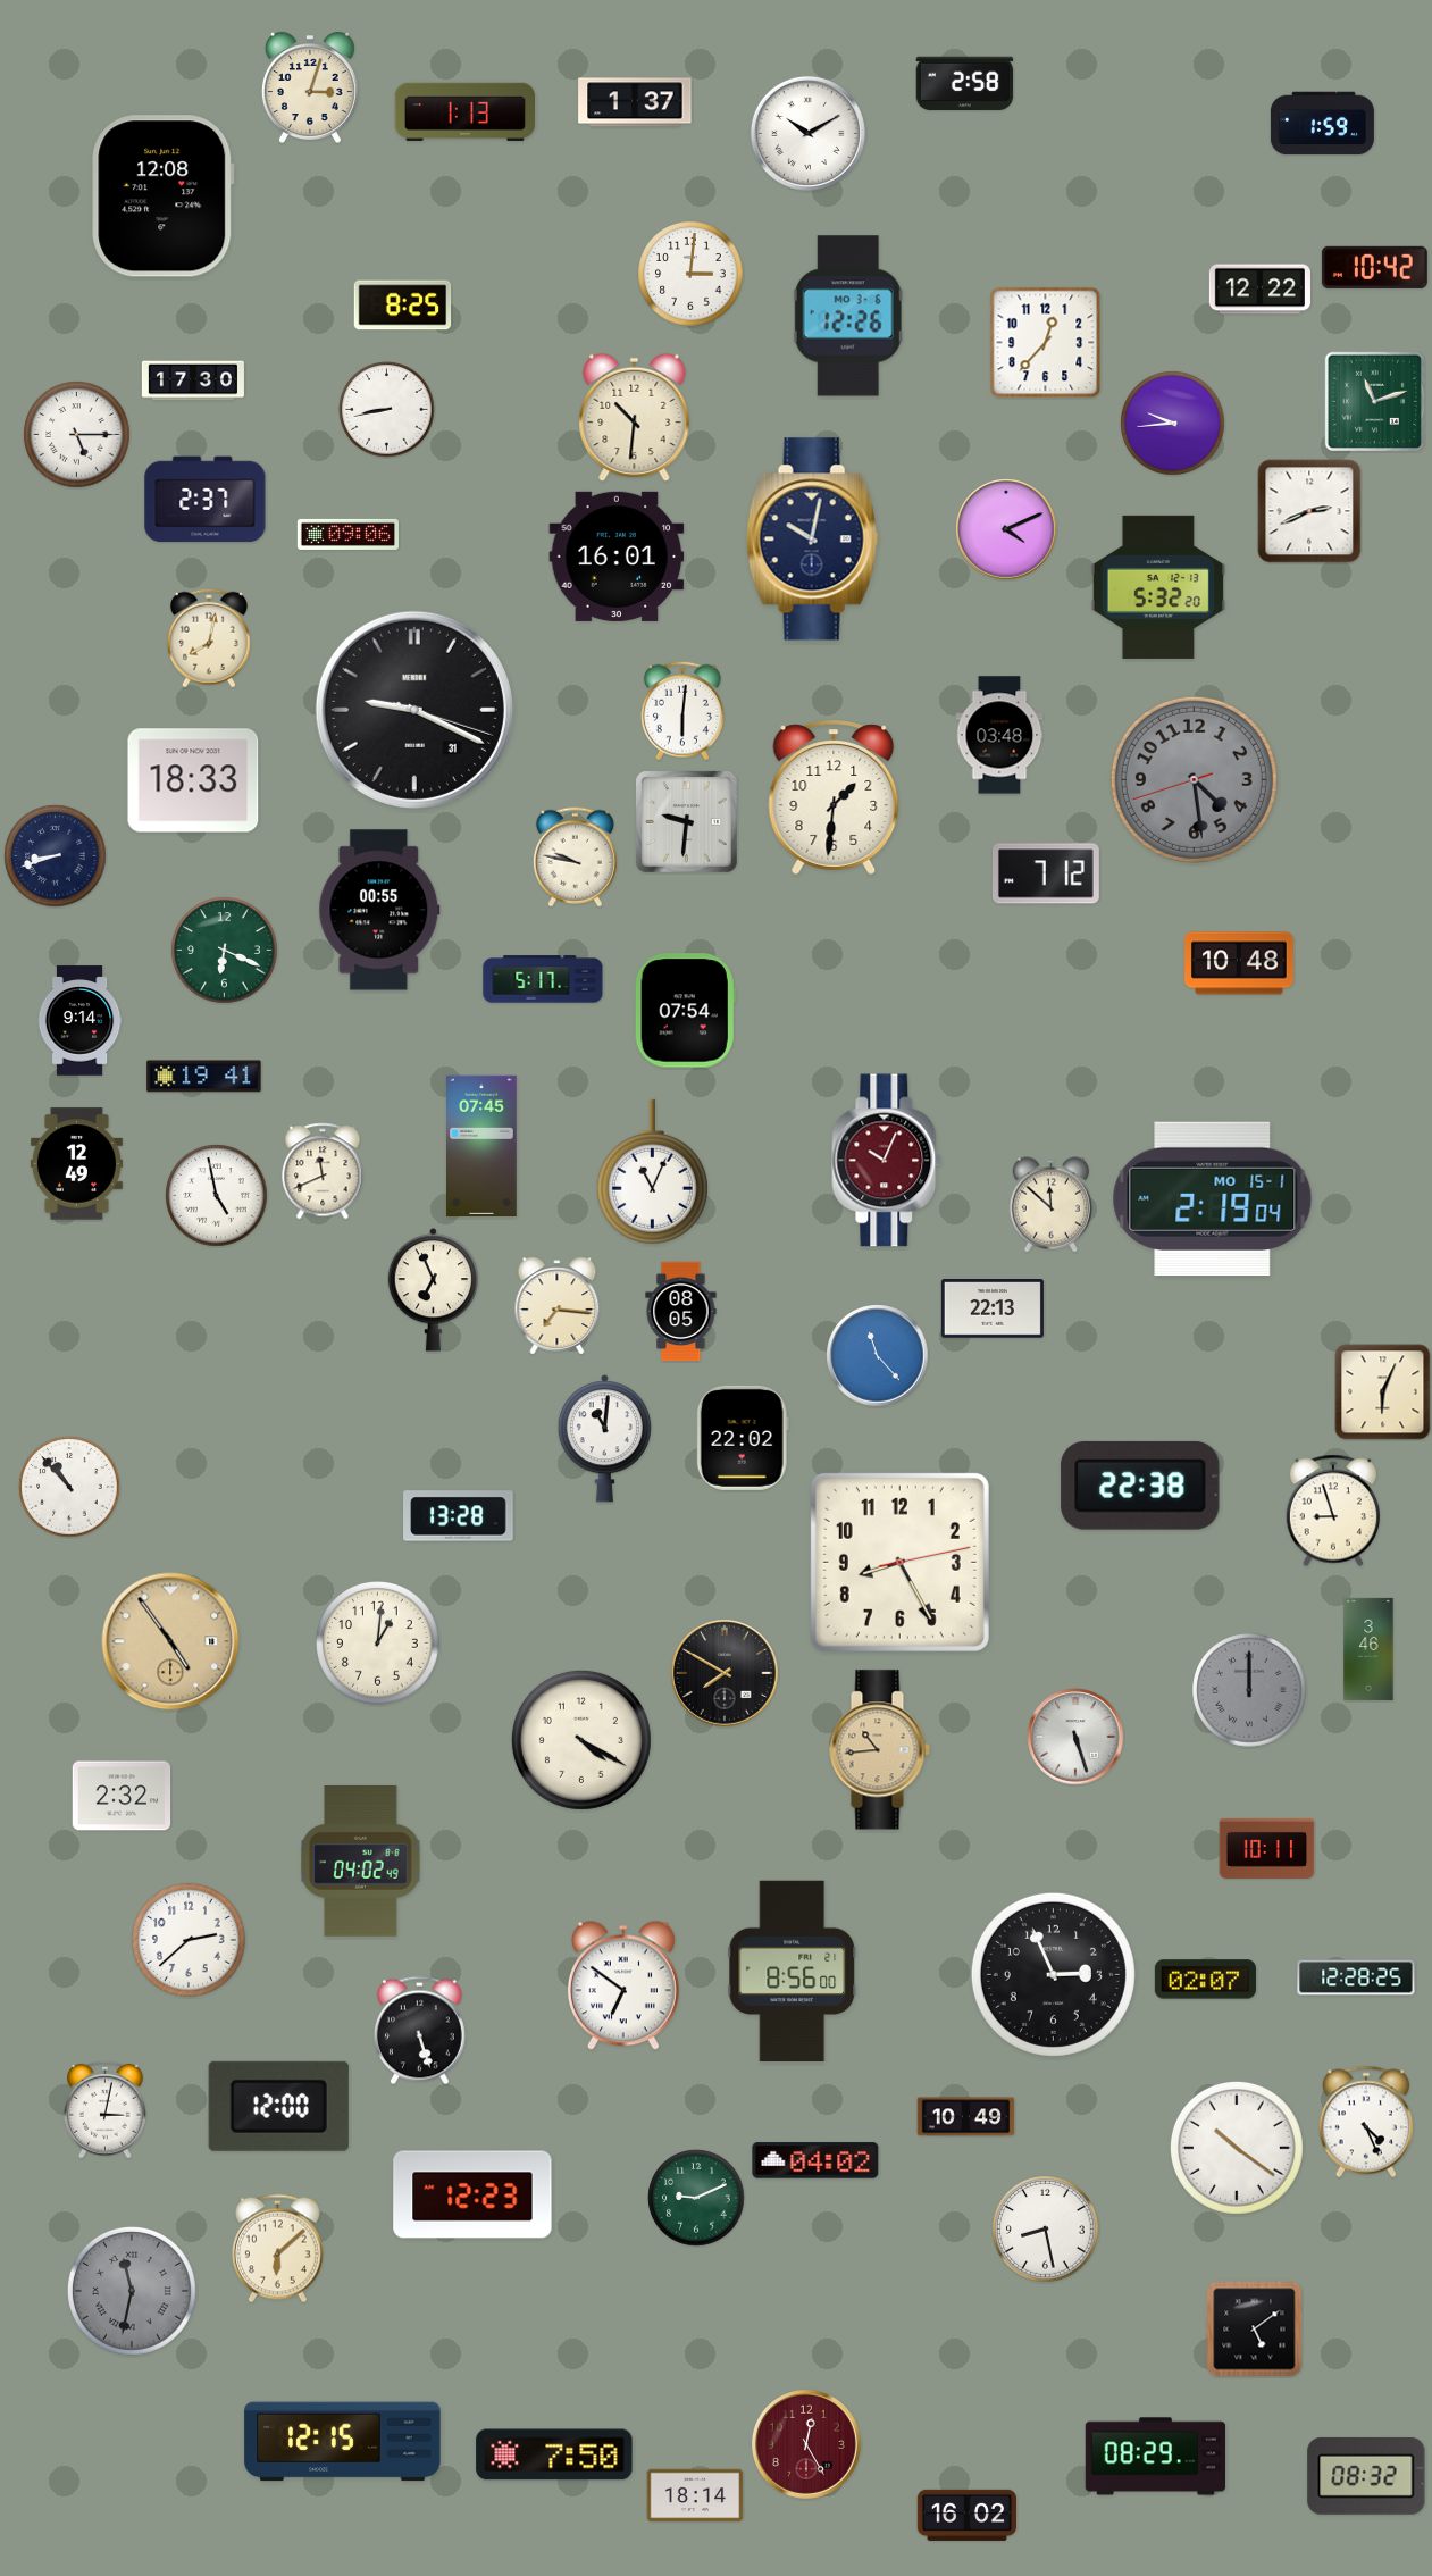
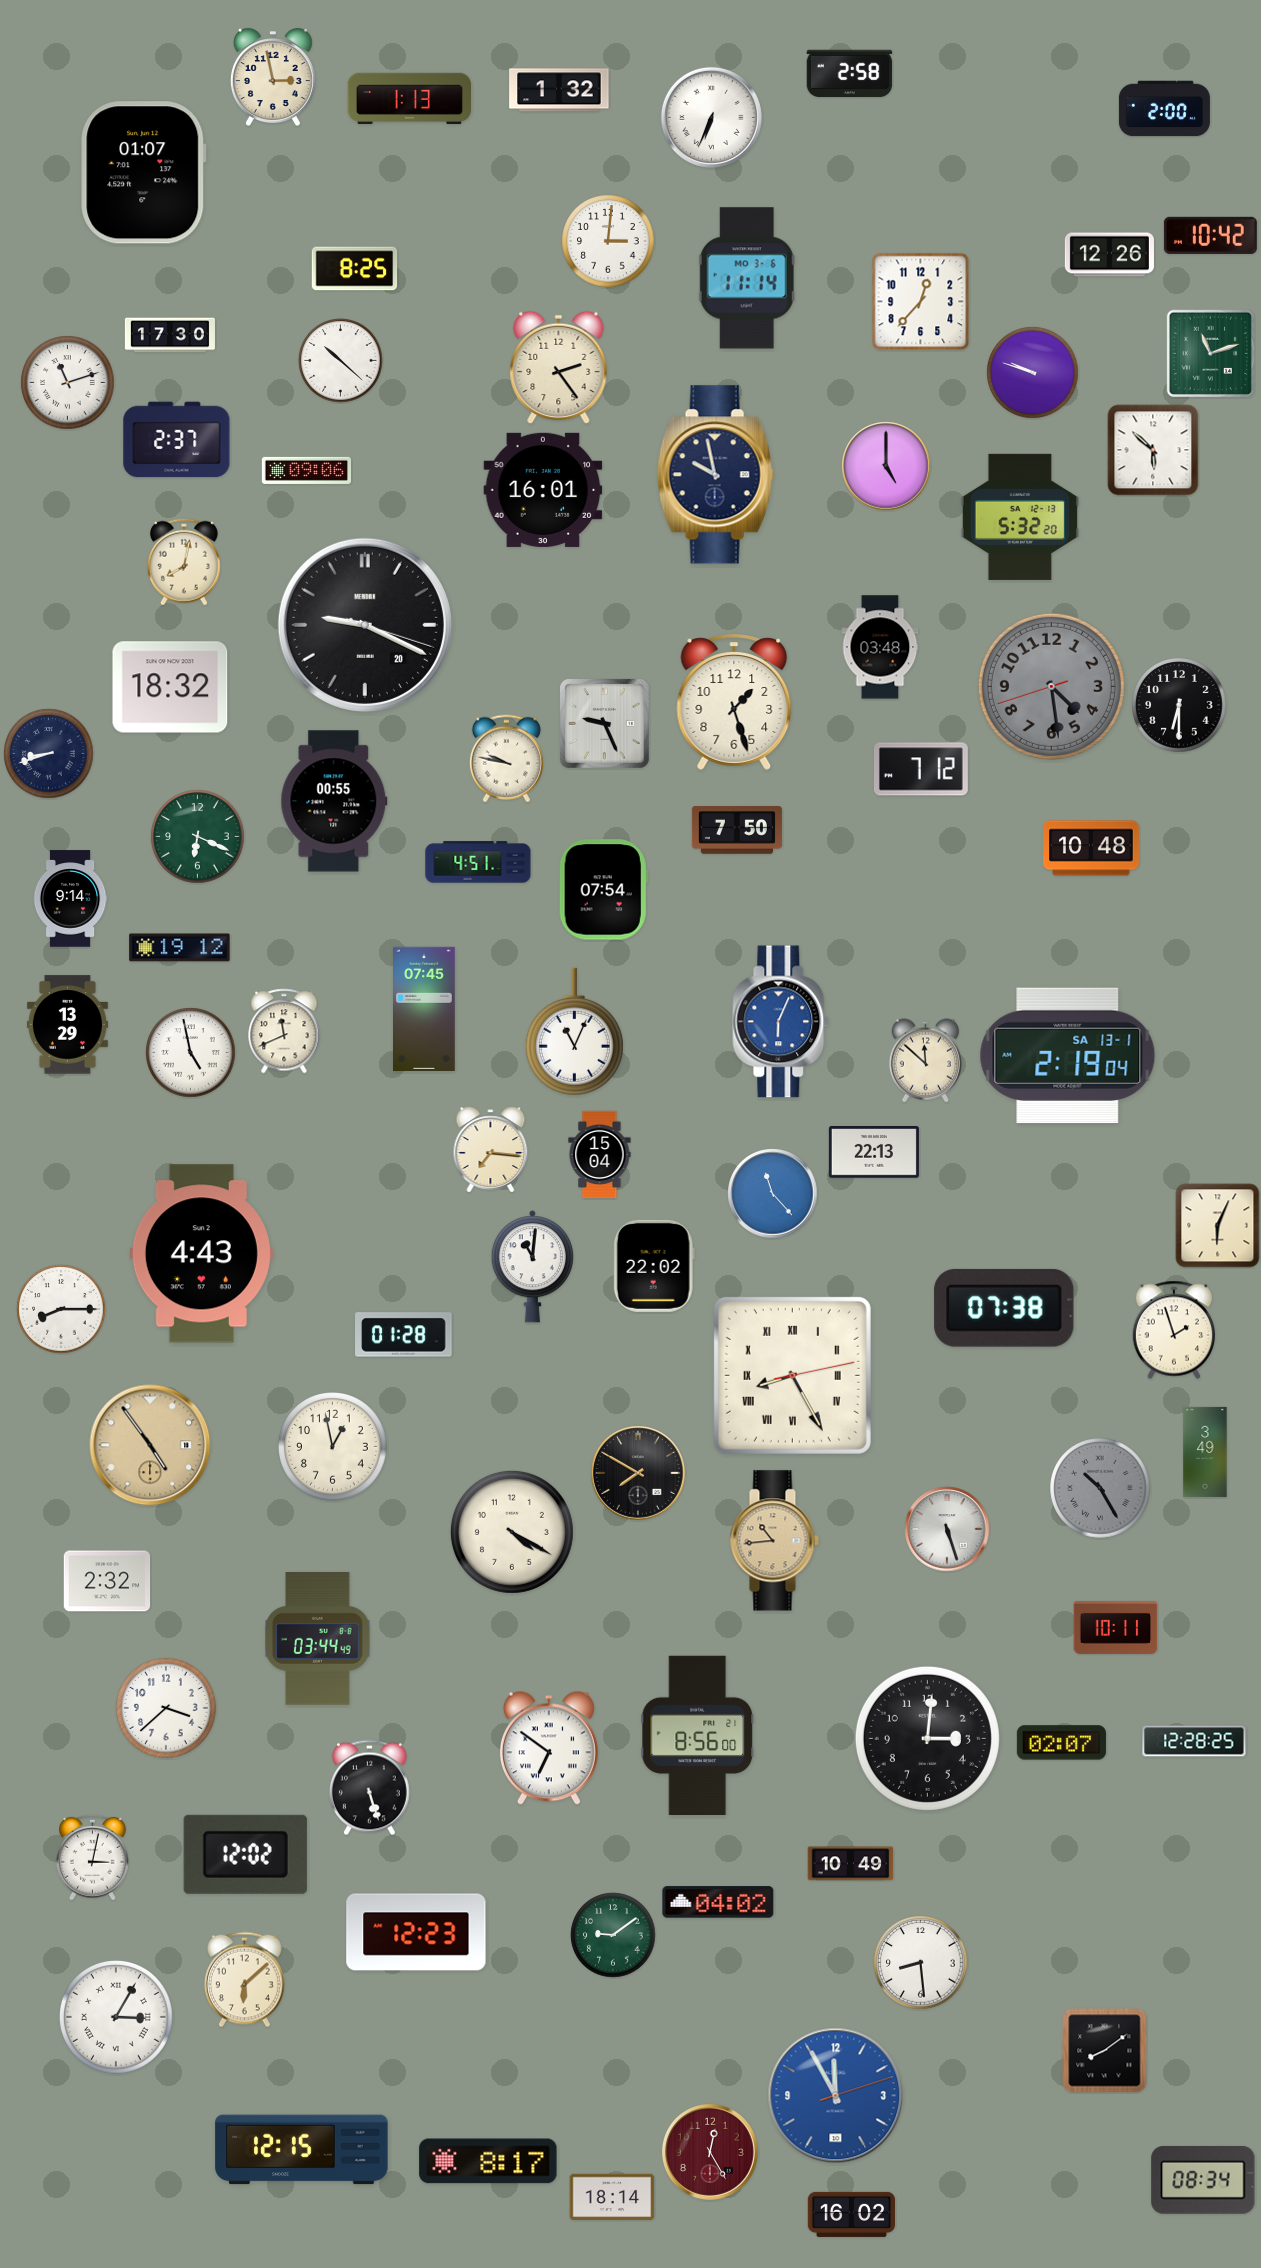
clock at (310, 87): 3:03 -> 2:58
clock at (635, 102): 1:37 -> 1:32
clock at (1322, 124): 1:59 -> 2:00
clock at (807, 133): 10:10 -> 6:34
clock at (164, 196): 12:08 -> 01:07
clock at (1259, 290): 12:22 -> 12:26
clock at (848, 316): 12:26 -> 11:14
clock at (387, 410): 8:43 -> 10:22
clock at (635, 418): 10:31 -> 2:24
clock at (1173, 424): 9:44 -> 9:48
clock at (77, 435): 5:15 -> 11:12
clock at (206, 500) position: (206, 500) -> (177, 440)
clock at (1309, 511): 2:41 -> 5:52
clock at (1006, 529): 4:11 -> 5:00
clock at (812, 540): 10:02 -> 9:58
clock at (414, 710) date: 31 -> 20
clock at (682, 711): 6:01 -> none
clock at (193, 780): 18:33 -> 18:32
clock at (834, 797): 1:31 -> 1:27
clock at (1179, 705): none -> 6:30
clock at (687, 822): 9:31 -> 9:26
clock at (575, 858) position: (575, 858) -> (506, 759)
clock at (737, 830): none -> 7:50
clock at (543, 979): 5:17 -> 4:51
clock at (204, 1077): 19:41 -> 19:12
clock at (887, 1161): 10:04 -> 6:04
clock at (887, 1161) dial: burgundy -> blue
clock at (76, 1164): 12:49 -> 13:29
clock at (1213, 1199) date: MO 15-1 -> SA 13-1
clock at (434, 1290): 6:56 -> none
clock at (681, 1312): 08:05 -> 15:04
clock at (201, 1254): none -> 4:43
clock at (1140, 1486): 22:38 -> 07:38
clock at (69, 1487): 10:53 -> 8:15
clock at (1332, 1511): 8:57 -> 1:57
clock at (459, 1516): 13:28 -> 01:28
clock at (899, 1562) numerals: Arabic -> Roman
clock at (378, 1644): 1:01 -> 12:58
clock at (1368, 1649): 3:46 -> 3:49
clock at (1249, 1690): 12:00 -> 10:25
clock at (361, 1862): 04:02 -> 03:44
clock at (189, 1940): 2:38 -> 3:38
clock at (1053, 1974): 2:56 -> 3:01
clock at (278, 2106): 12:00 -> 12:02
clock at (1365, 2122): 4:26 -> none
clock at (1237, 2148): 10:21 -> none
clock at (696, 2198): 9:11 -> 9:09
clock at (1046, 2230): 8:28 -> 8:29
clock at (132, 2291): 11:32 -> 3:05
clock at (132, 2291) dial: grey -> white
clock at (1255, 2330): 5:09 -> 8:09
clock at (836, 2096): none -> 11:55
clock at (554, 2454): 7:50 -> 8:17
clock at (1156, 2457): 08:29 -> none
clock at (1366, 2476): 08:32 -> 08:34
